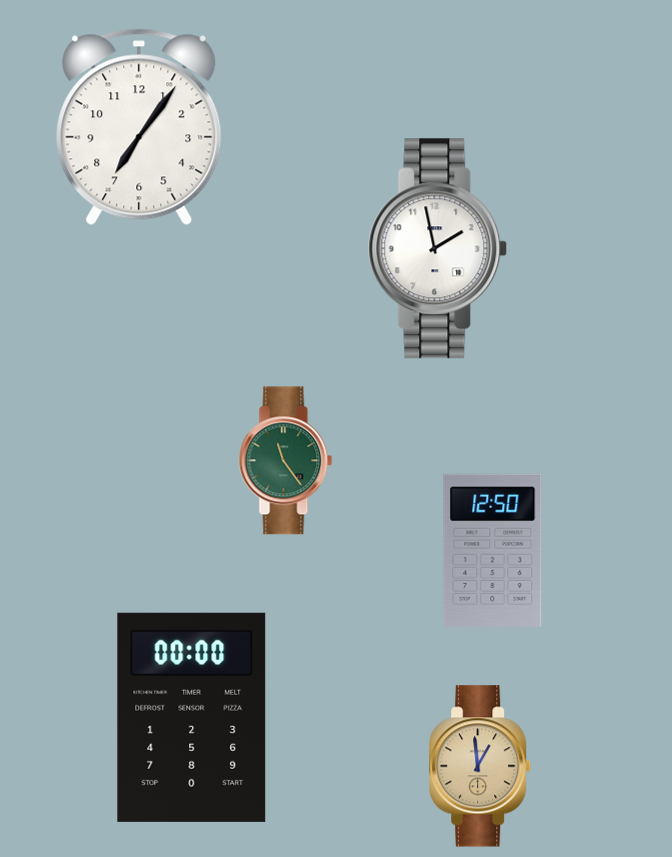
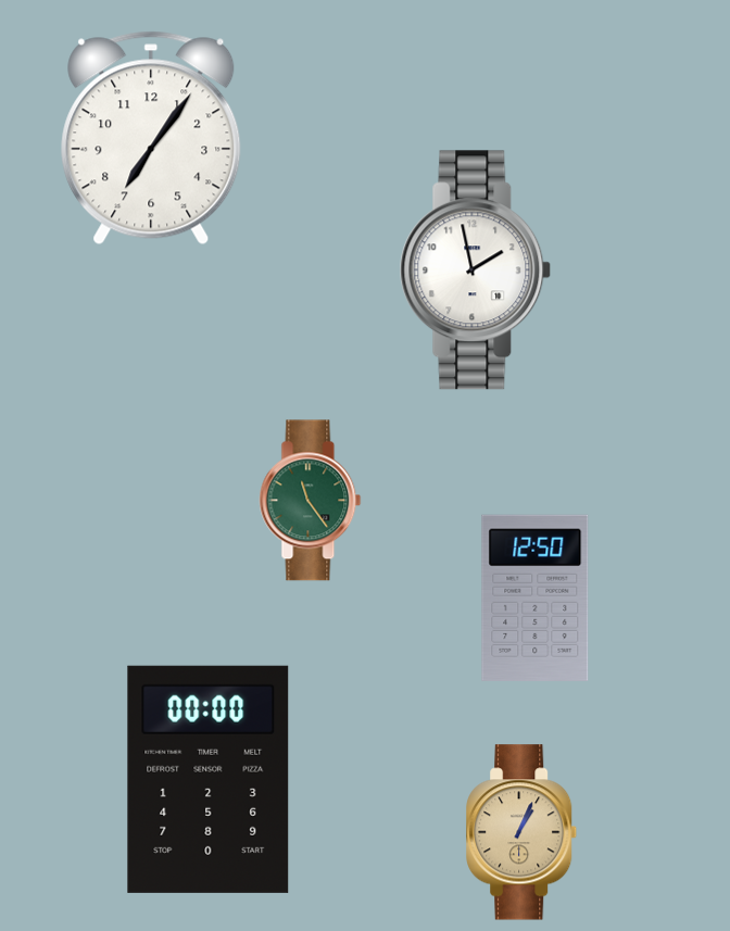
clock at (481, 766): 12:59 -> 1:04
